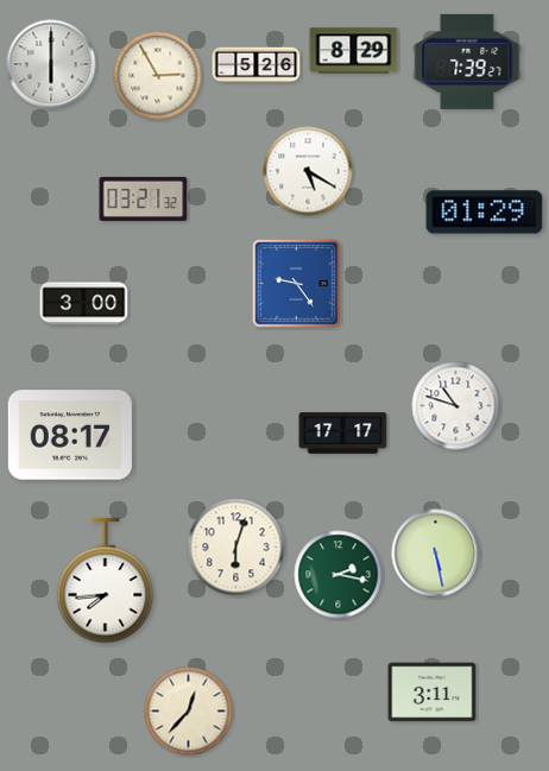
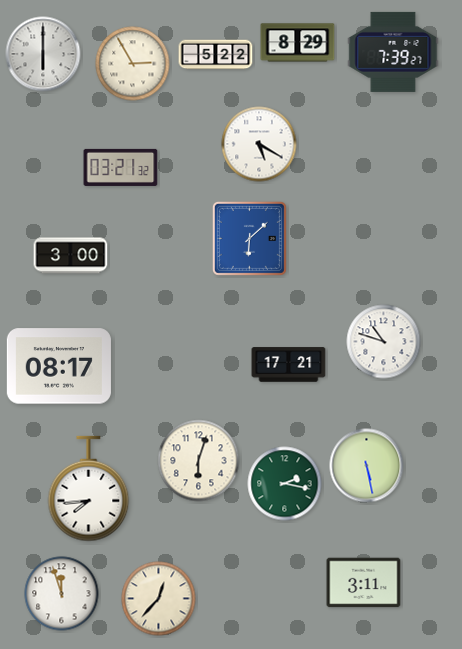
clock at (257, 65): 5:26 -> 5:22
clock at (485, 213): 01:29 -> none
clock at (296, 283): 9:24 -> 6:08
clock at (343, 434): 17:17 -> 17:21
clock at (62, 594): none -> 11:57
